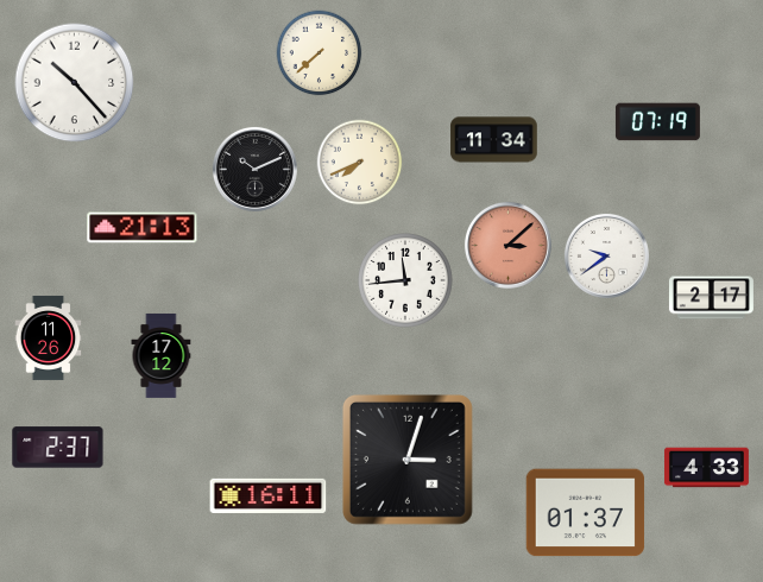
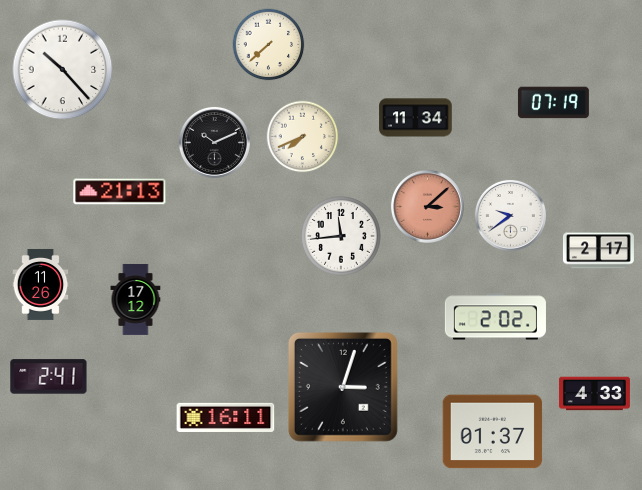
clock at (495, 317): none -> 2:02
clock at (58, 448): 2:37 -> 2:41
